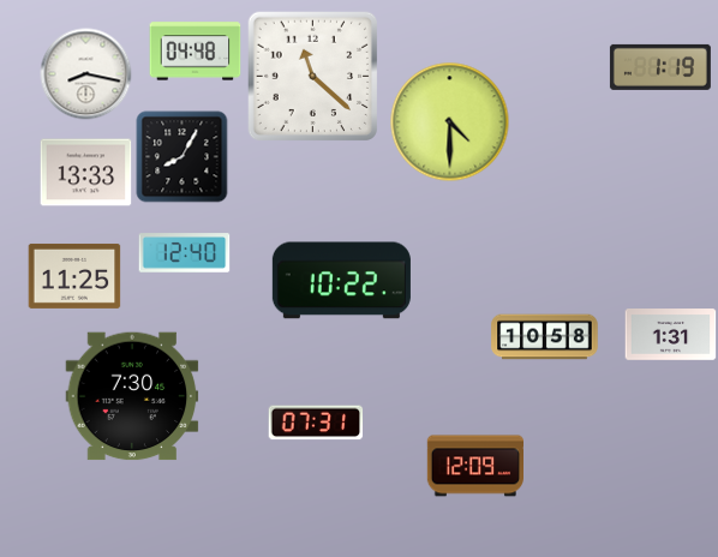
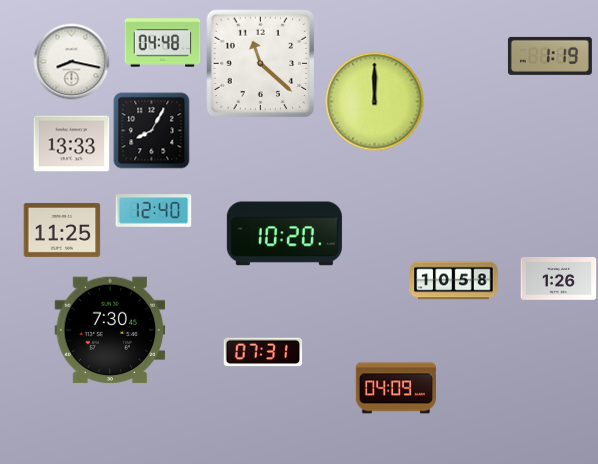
clock at (450, 122): 4:30 -> 12:00
clock at (341, 281): 10:22 -> 10:20
clock at (671, 335): 1:31 -> 1:26
clock at (474, 466): 12:09 -> 04:09
